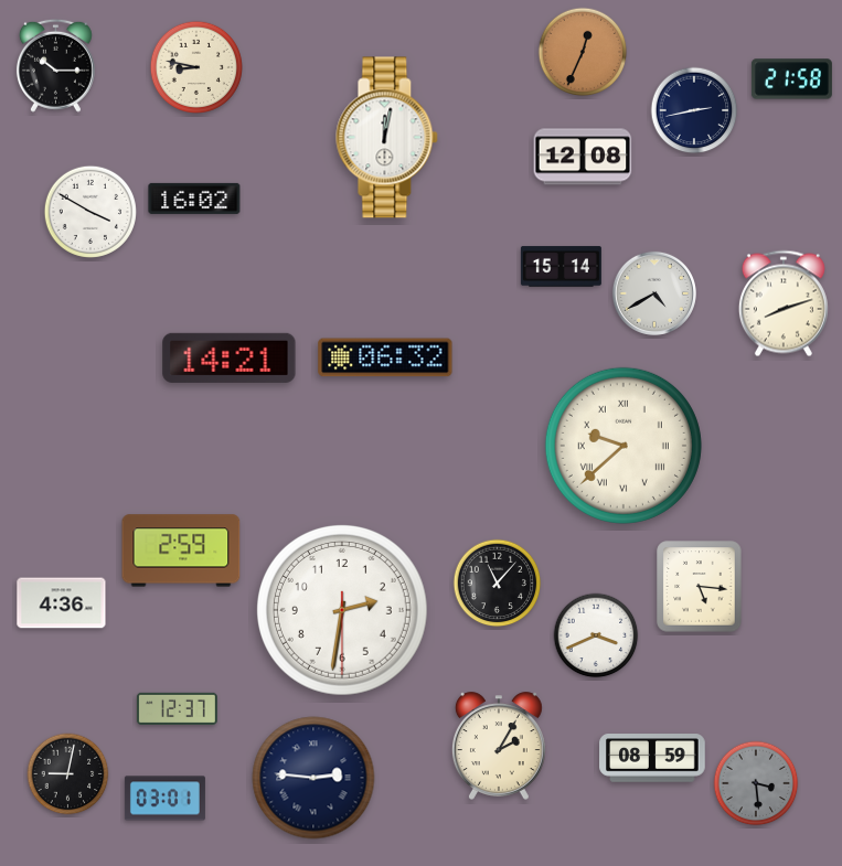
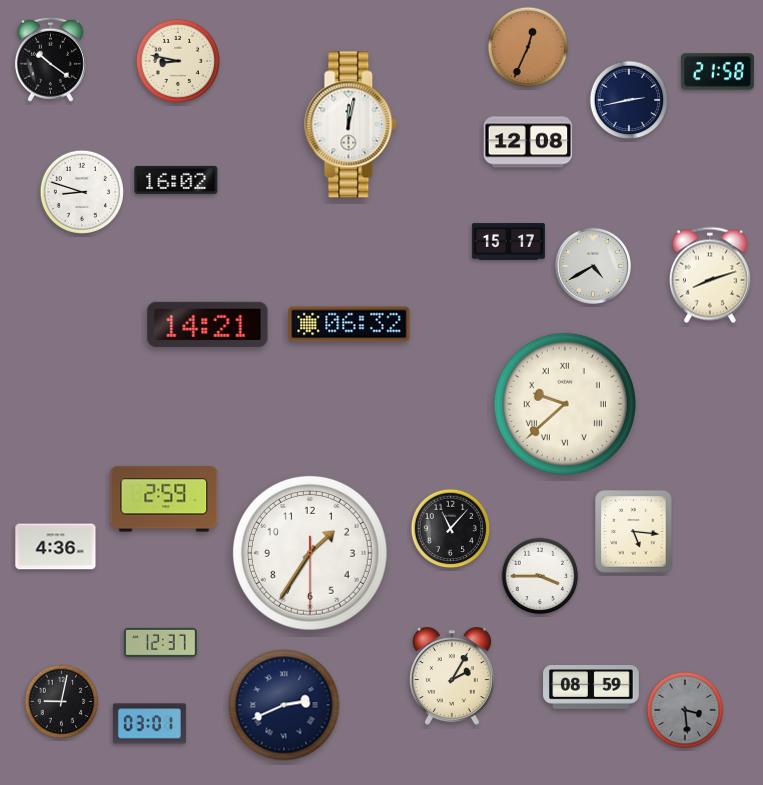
clock at (55, 65): 10:15 -> 10:21
clock at (90, 212): 3:50 -> 8:48
clock at (561, 267): 15:14 -> 15:17
clock at (343, 611): 2:31 -> 1:35
clock at (596, 635): 3:41 -> 3:45
clock at (313, 778): 2:46 -> 2:41
